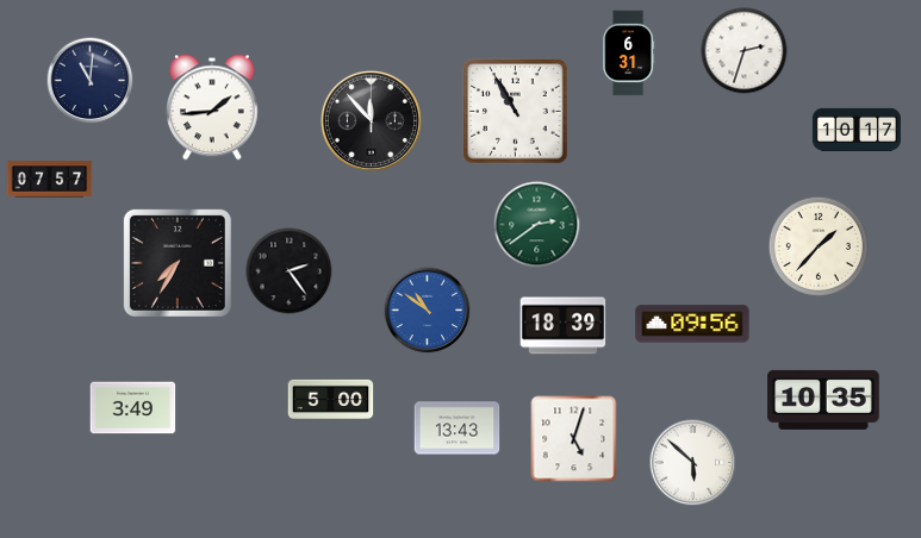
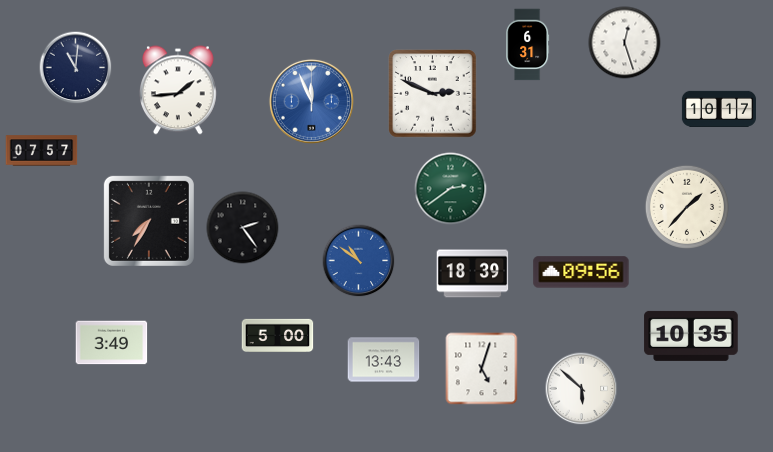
clock at (745, 51): 2:33 -> 12:27
clock at (516, 112): 10:55 -> 2:49
clock at (371, 120): 11:53 -> 11:56
clock at (371, 120) dial: black -> blue
